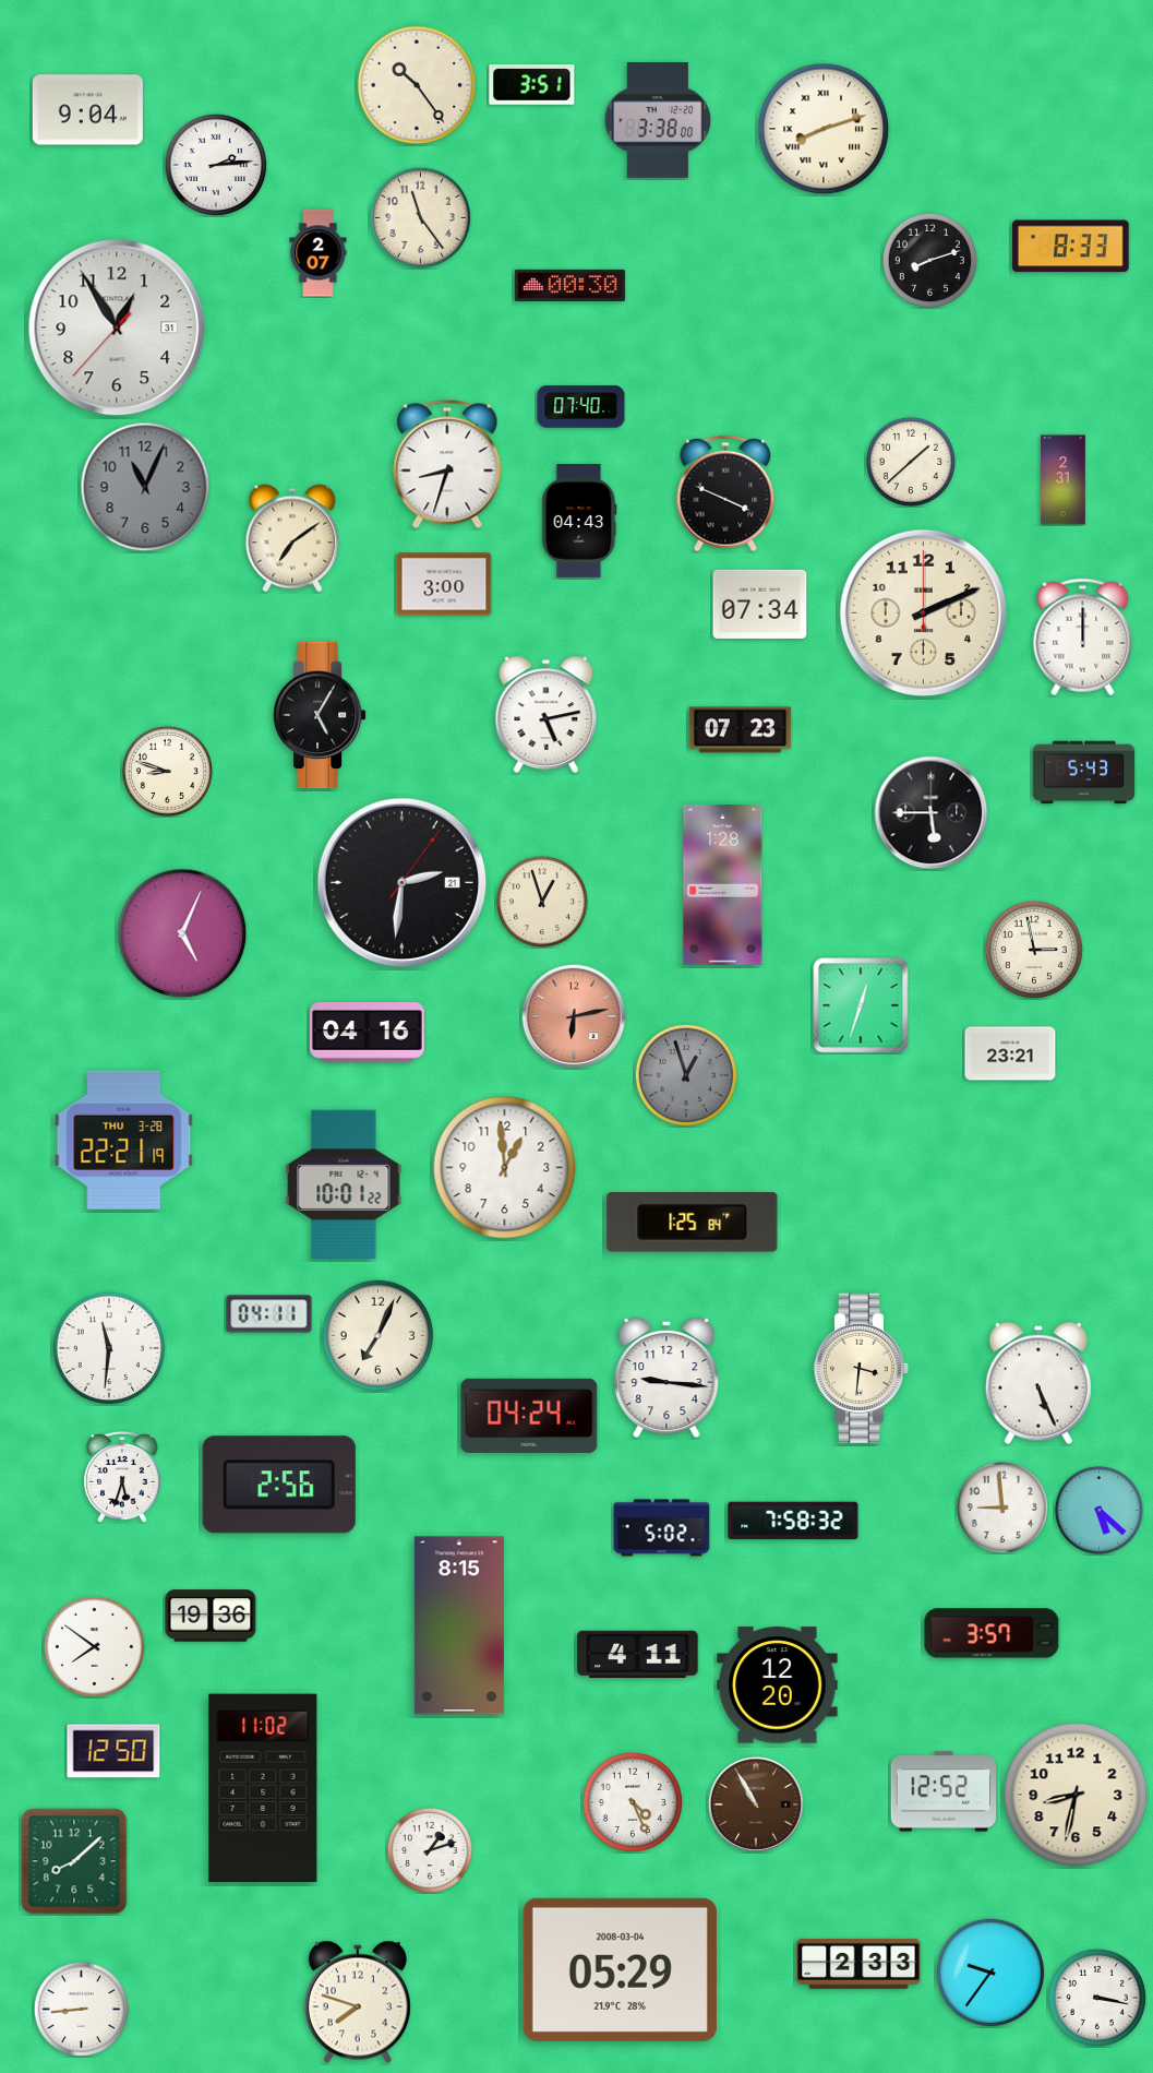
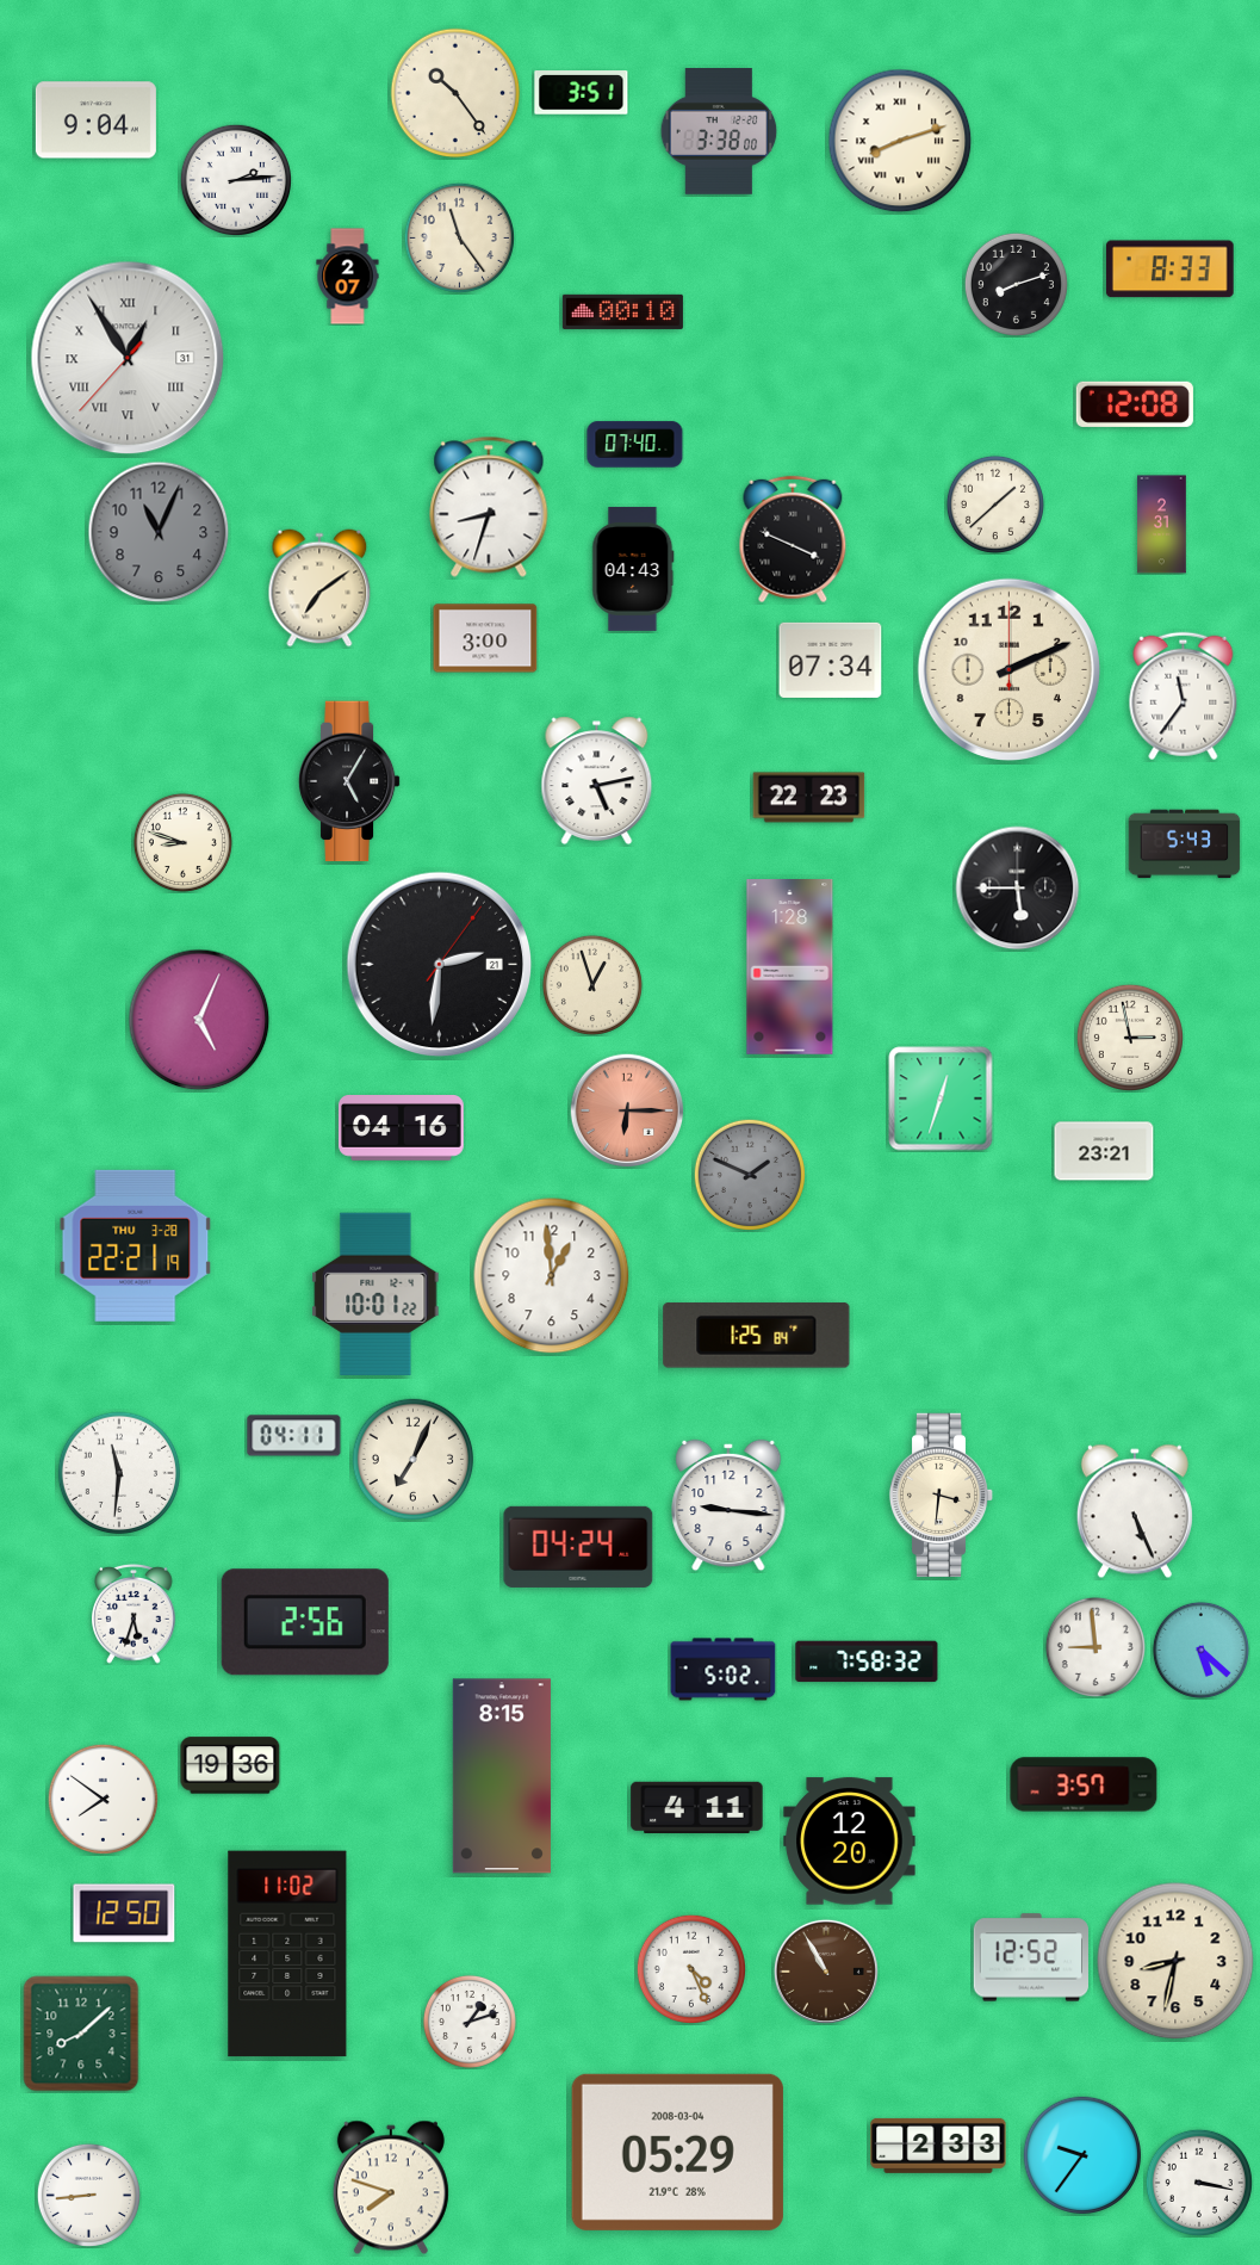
clock at (569, 285): 00:30 -> 00:10
clock at (117, 327) numerals: Arabic -> Roman
clock at (1135, 404): none -> 12:08
clock at (1083, 638): 12:00 -> 11:36
clock at (741, 730): 07:23 -> 22:23
clock at (574, 1016): 6:13 -> 6:15
clock at (685, 1074): 12:57 -> 1:49
